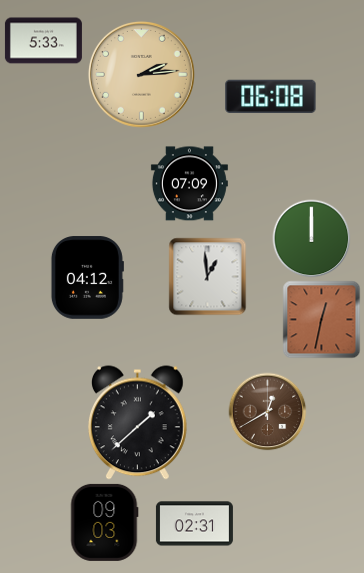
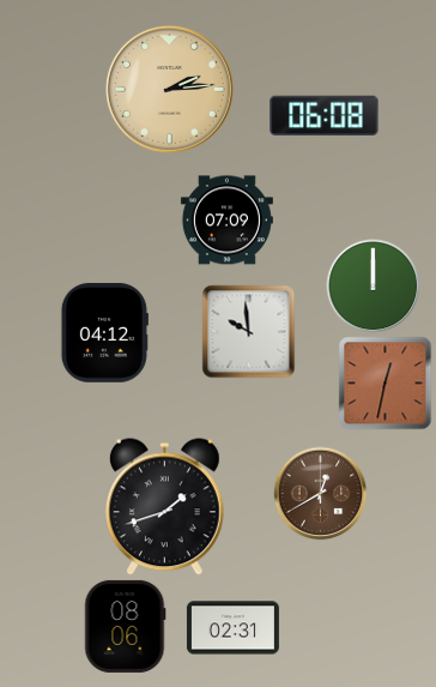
clock at (43, 41): 5:33 -> none
clock at (207, 276): 12:59 -> 9:59
clock at (137, 423): 1:38 -> 1:42
clock at (104, 522): 09:03 -> 08:06
